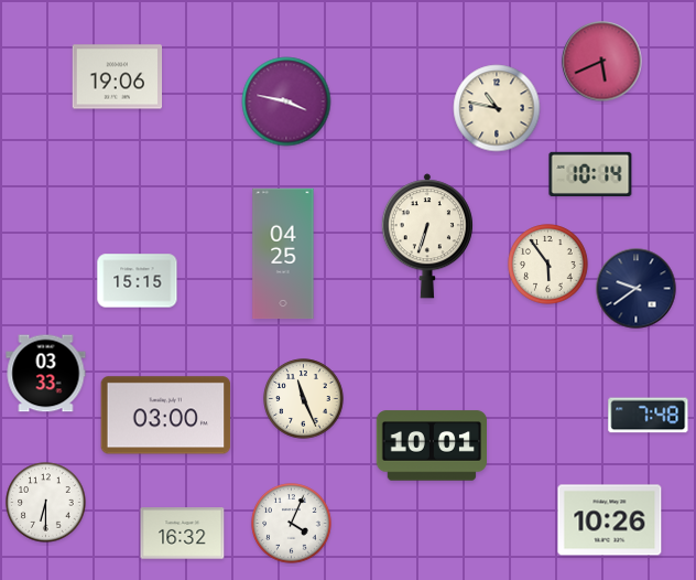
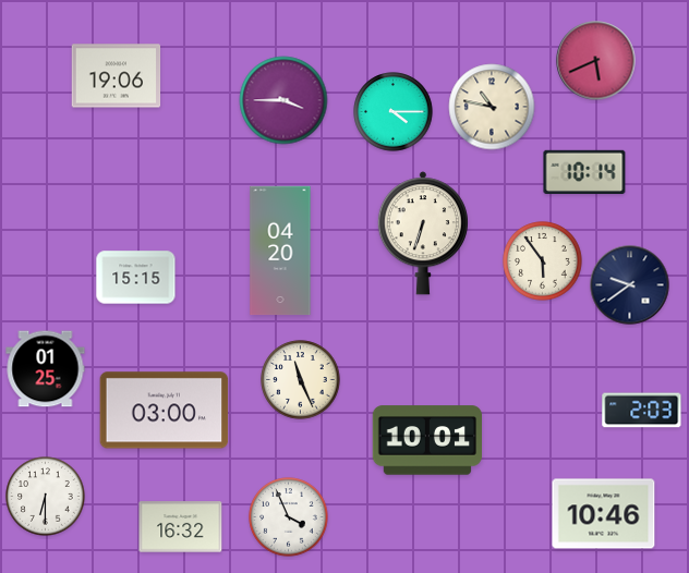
clock at (286, 101): 3:47 -> 3:45
clock at (394, 112): none -> 4:15
clock at (283, 254): 04:25 -> 04:20
clock at (46, 374): 03:33 -> 01:25
clock at (304, 399) position: (304, 399) -> (301, 380)
clock at (649, 416): 7:48 -> 2:03
clock at (610, 520): 10:26 -> 10:46
clock at (292, 524): 4:04 -> 3:56
